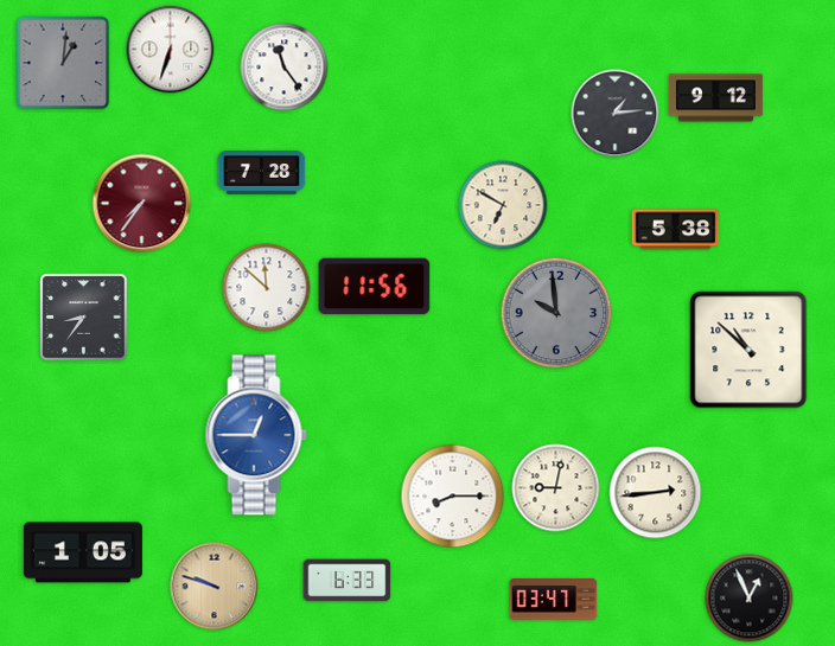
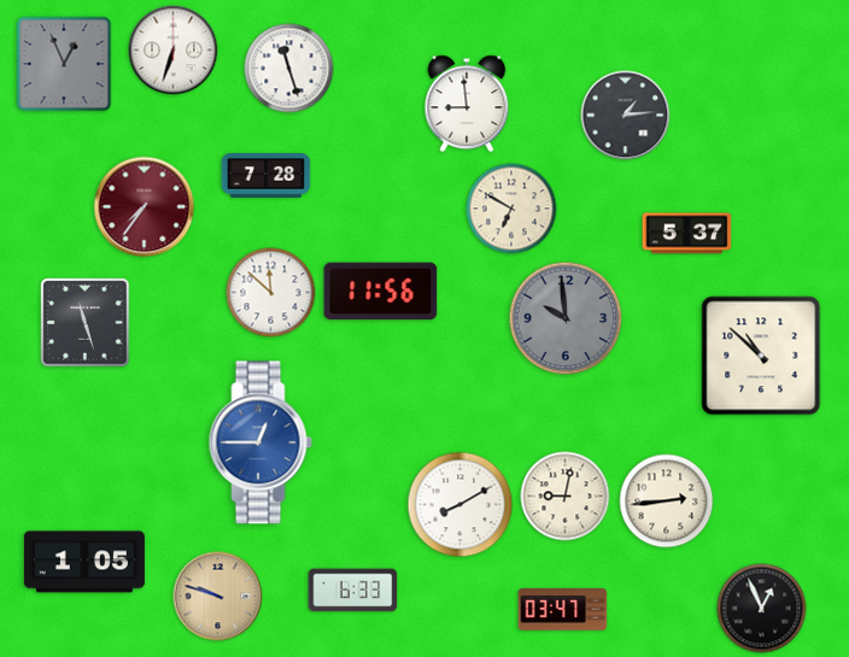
clock at (63, 63): 1:01 -> 12:56
clock at (285, 68): 11:24 -> 11:27
clock at (715, 98): 9:12 -> none
clock at (467, 104): none -> 8:59
clock at (676, 230): 5:38 -> 5:37
clock at (84, 318): 8:36 -> 11:27
clock at (453, 497): 8:15 -> 8:10
